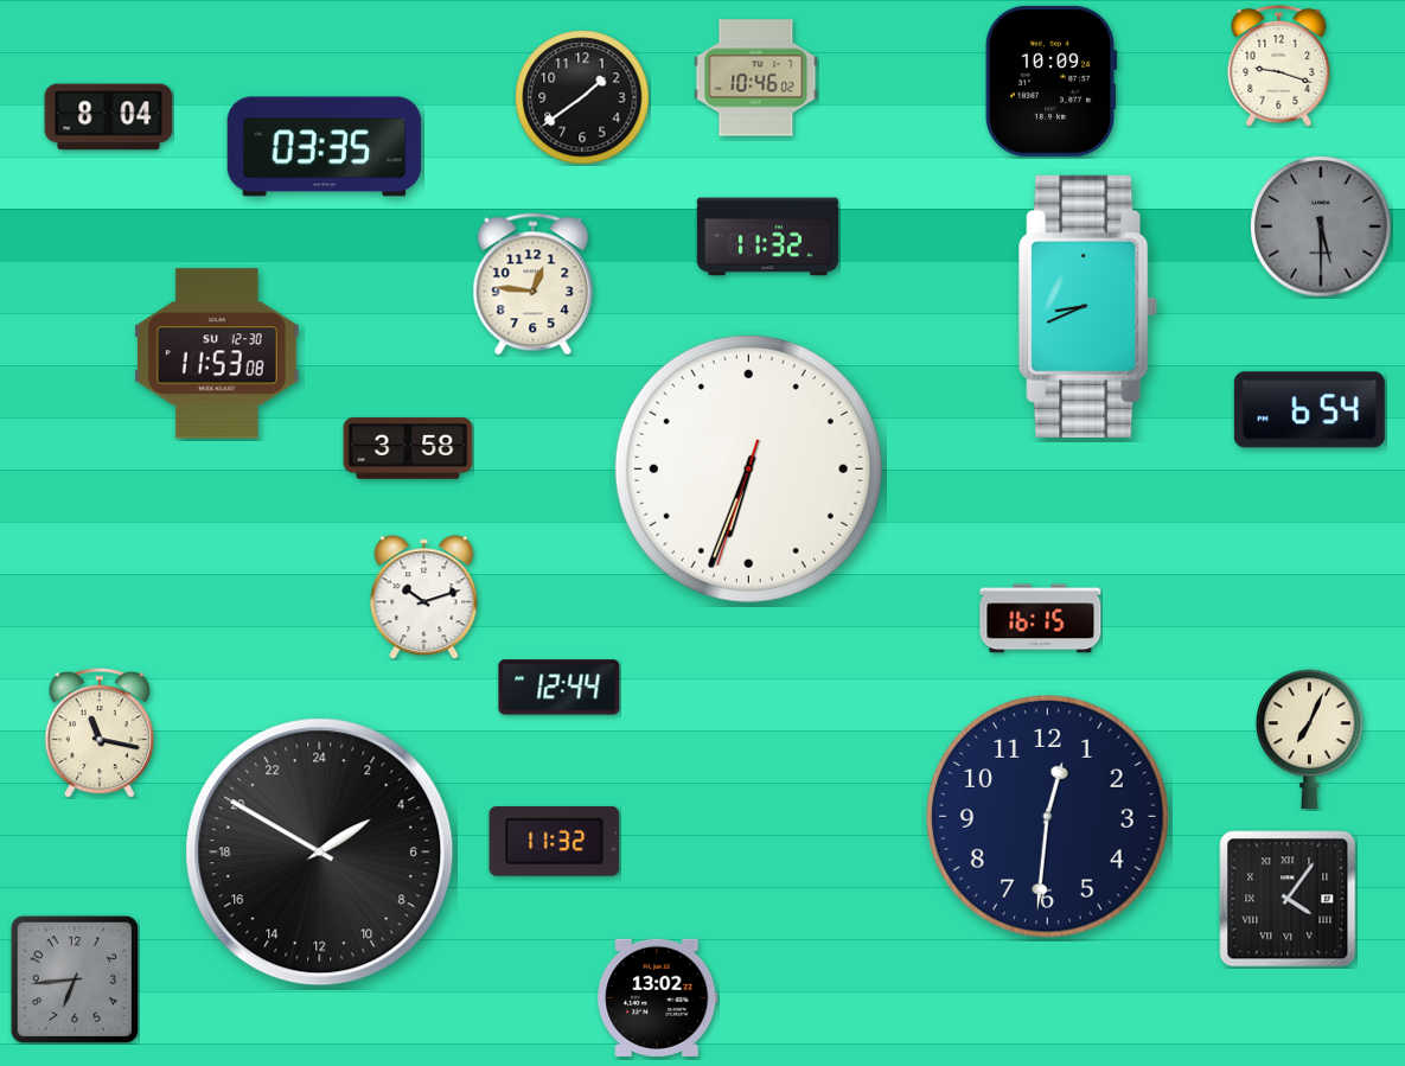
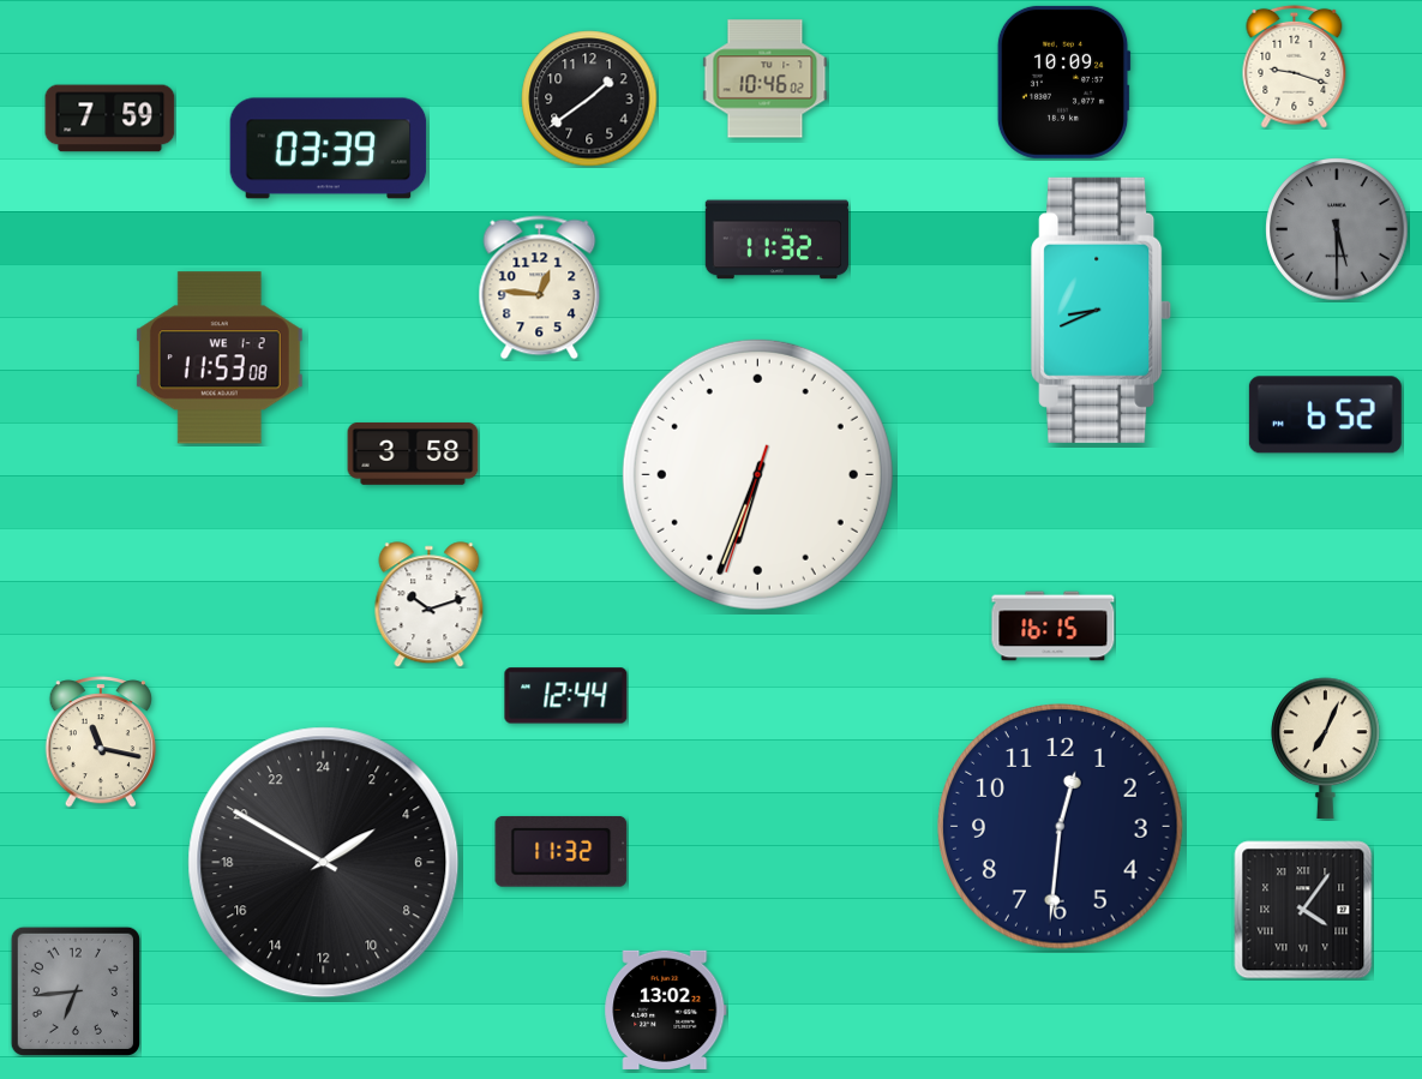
clock at (109, 117): 8:04 -> 7:59
clock at (325, 147): 03:35 -> 03:39
clock at (217, 353) date: SU 12-30 -> WE 1-2
clock at (1309, 410): 6:54 -> 6:52
